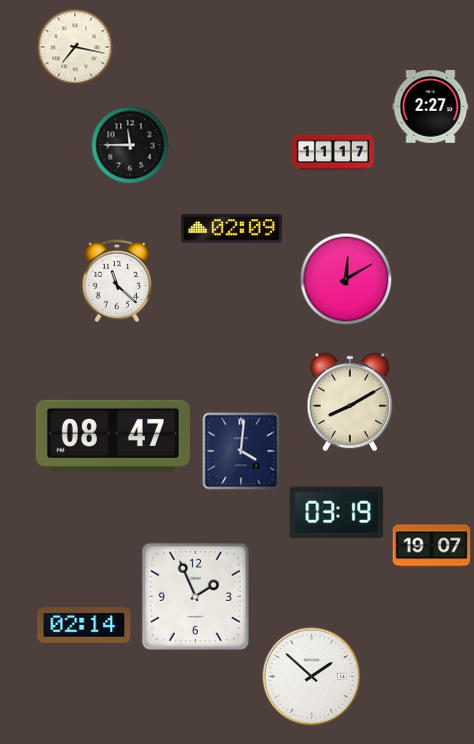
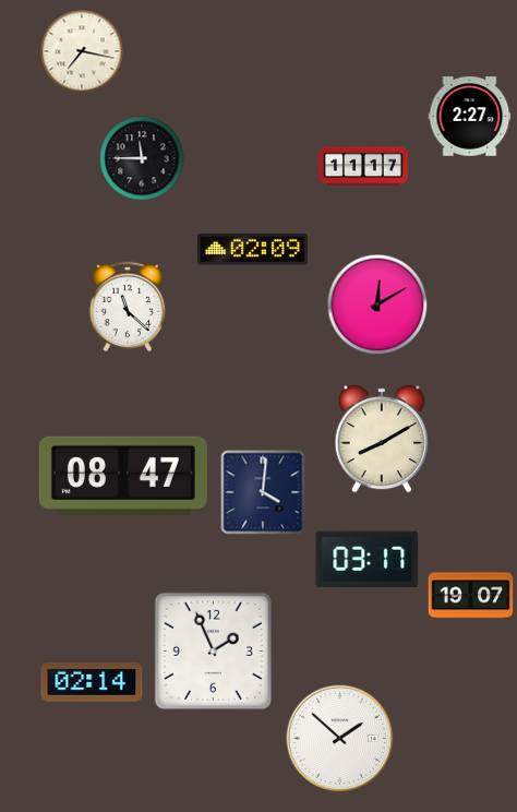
clock at (337, 513): 03:19 -> 03:17
